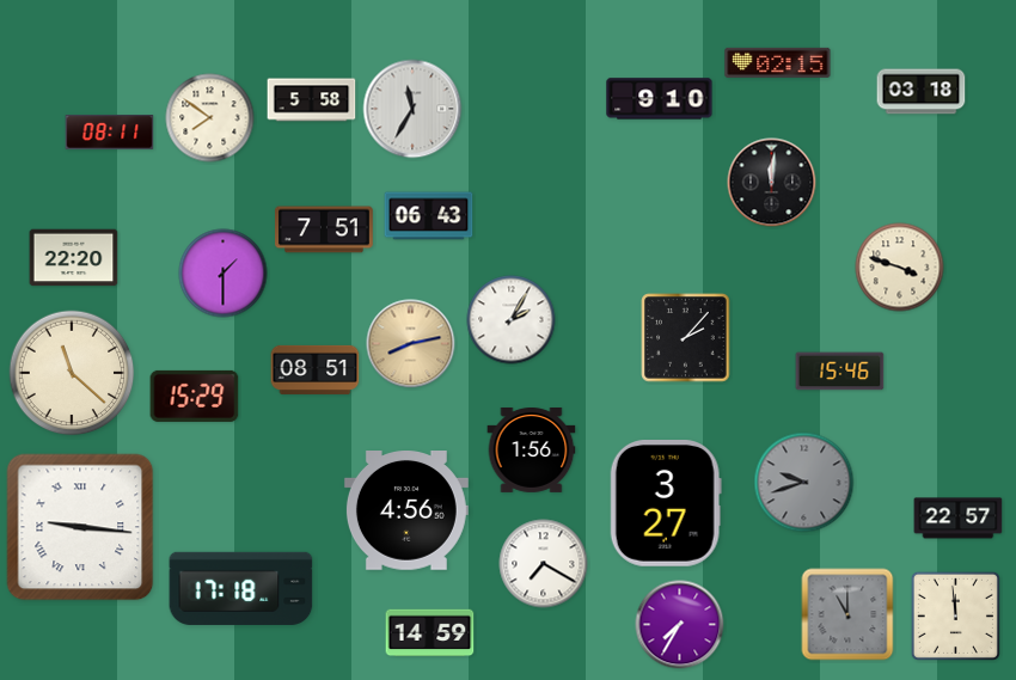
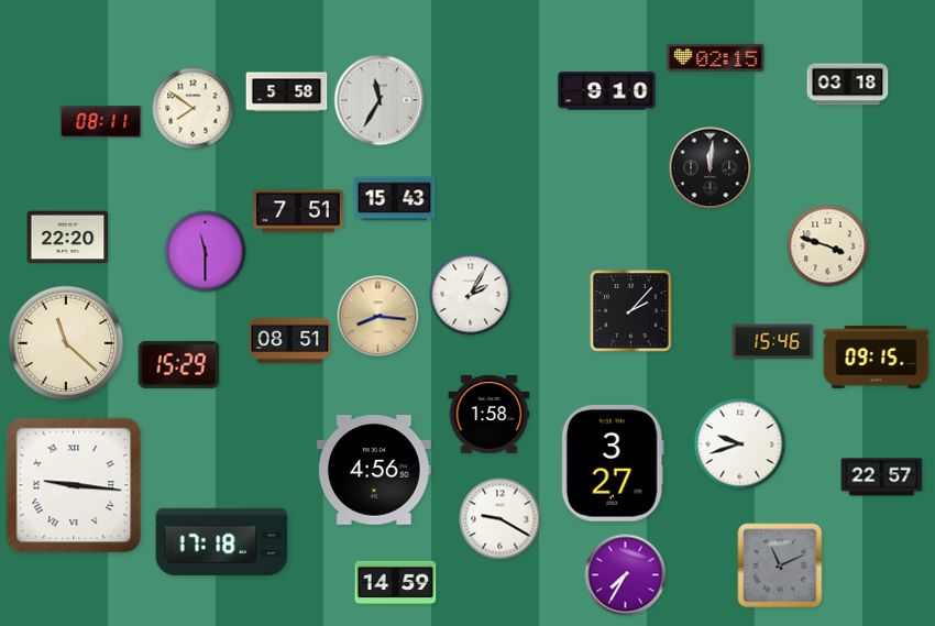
clock at (429, 216): 06:43 -> 15:43
clock at (224, 274): 1:30 -> 11:30
clock at (411, 344): 8:13 -> 8:16
clock at (877, 356): none -> 09:15
clock at (532, 449): 1:56 -> 1:58
clock at (804, 483) dial: grey -> white
clock at (544, 564): 7:20 -> 9:20
clock at (847, 614): 11:00 -> 11:11
clock at (955, 615): 11:59 -> none
